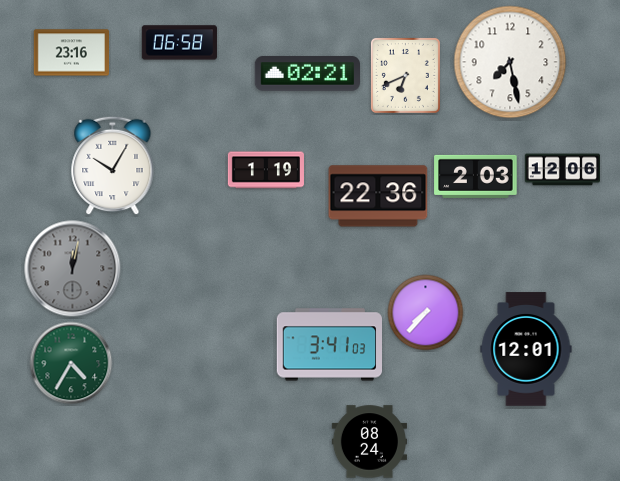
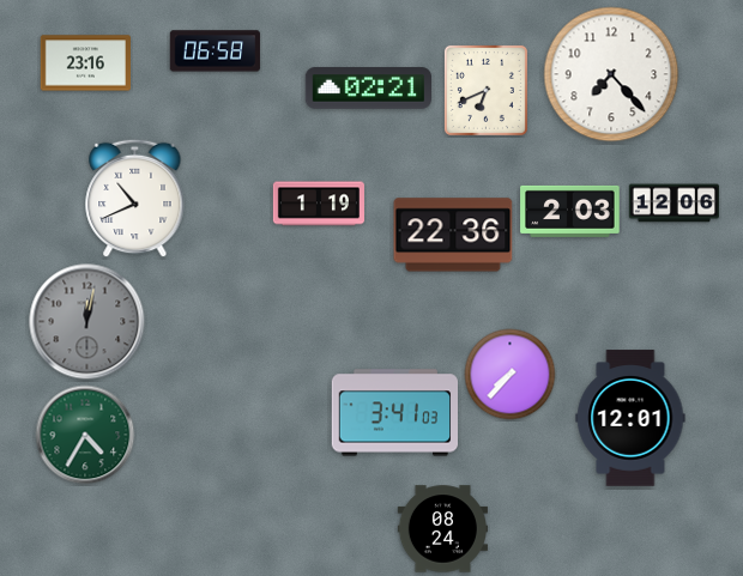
clock at (510, 62): 7:28 -> 7:23
clock at (113, 166): 10:05 -> 10:41
